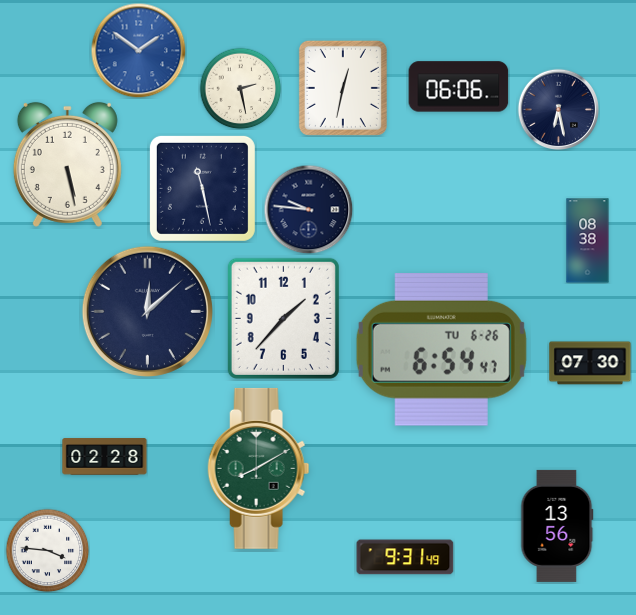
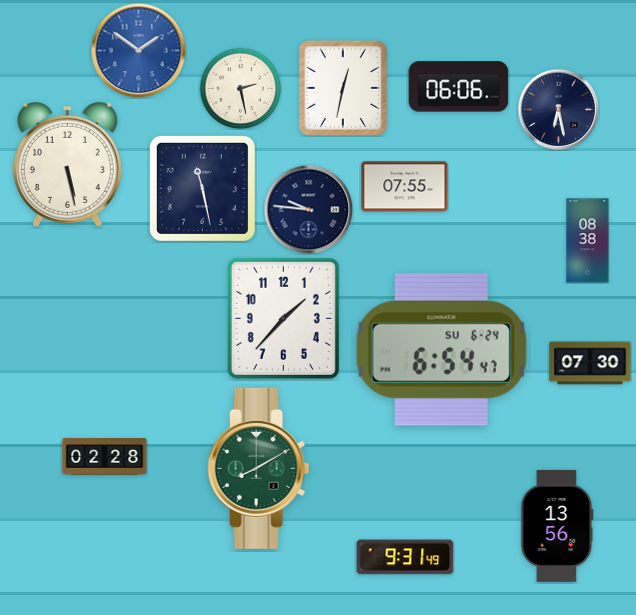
clock at (405, 187): none -> 07:55
clock at (147, 311): 12:08 -> none
clock at (441, 349) date: TU 6-26 -> SU 6-24
clock at (47, 550): 3:46 -> none
